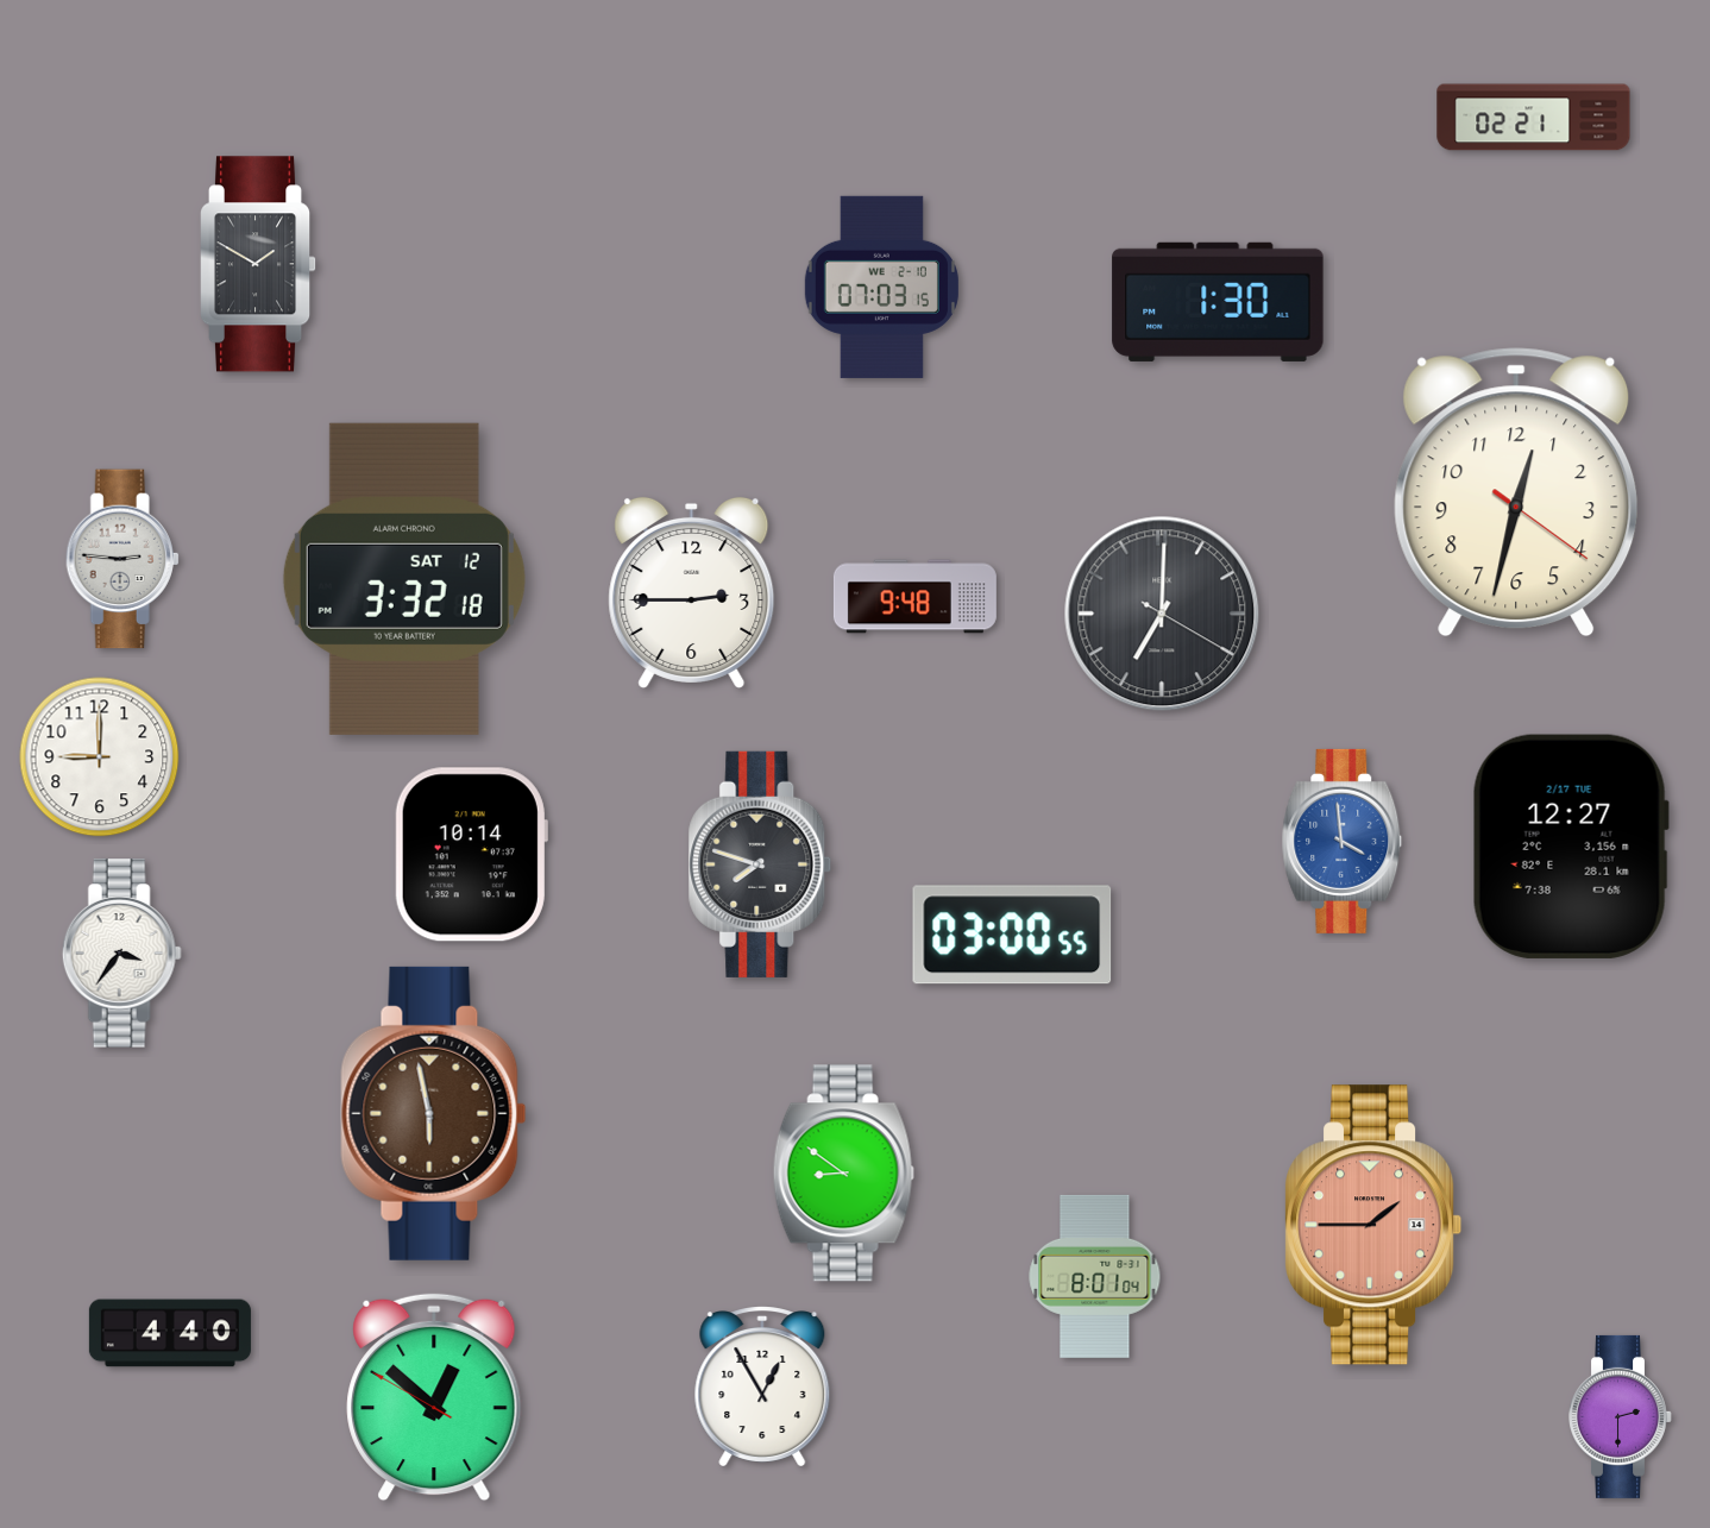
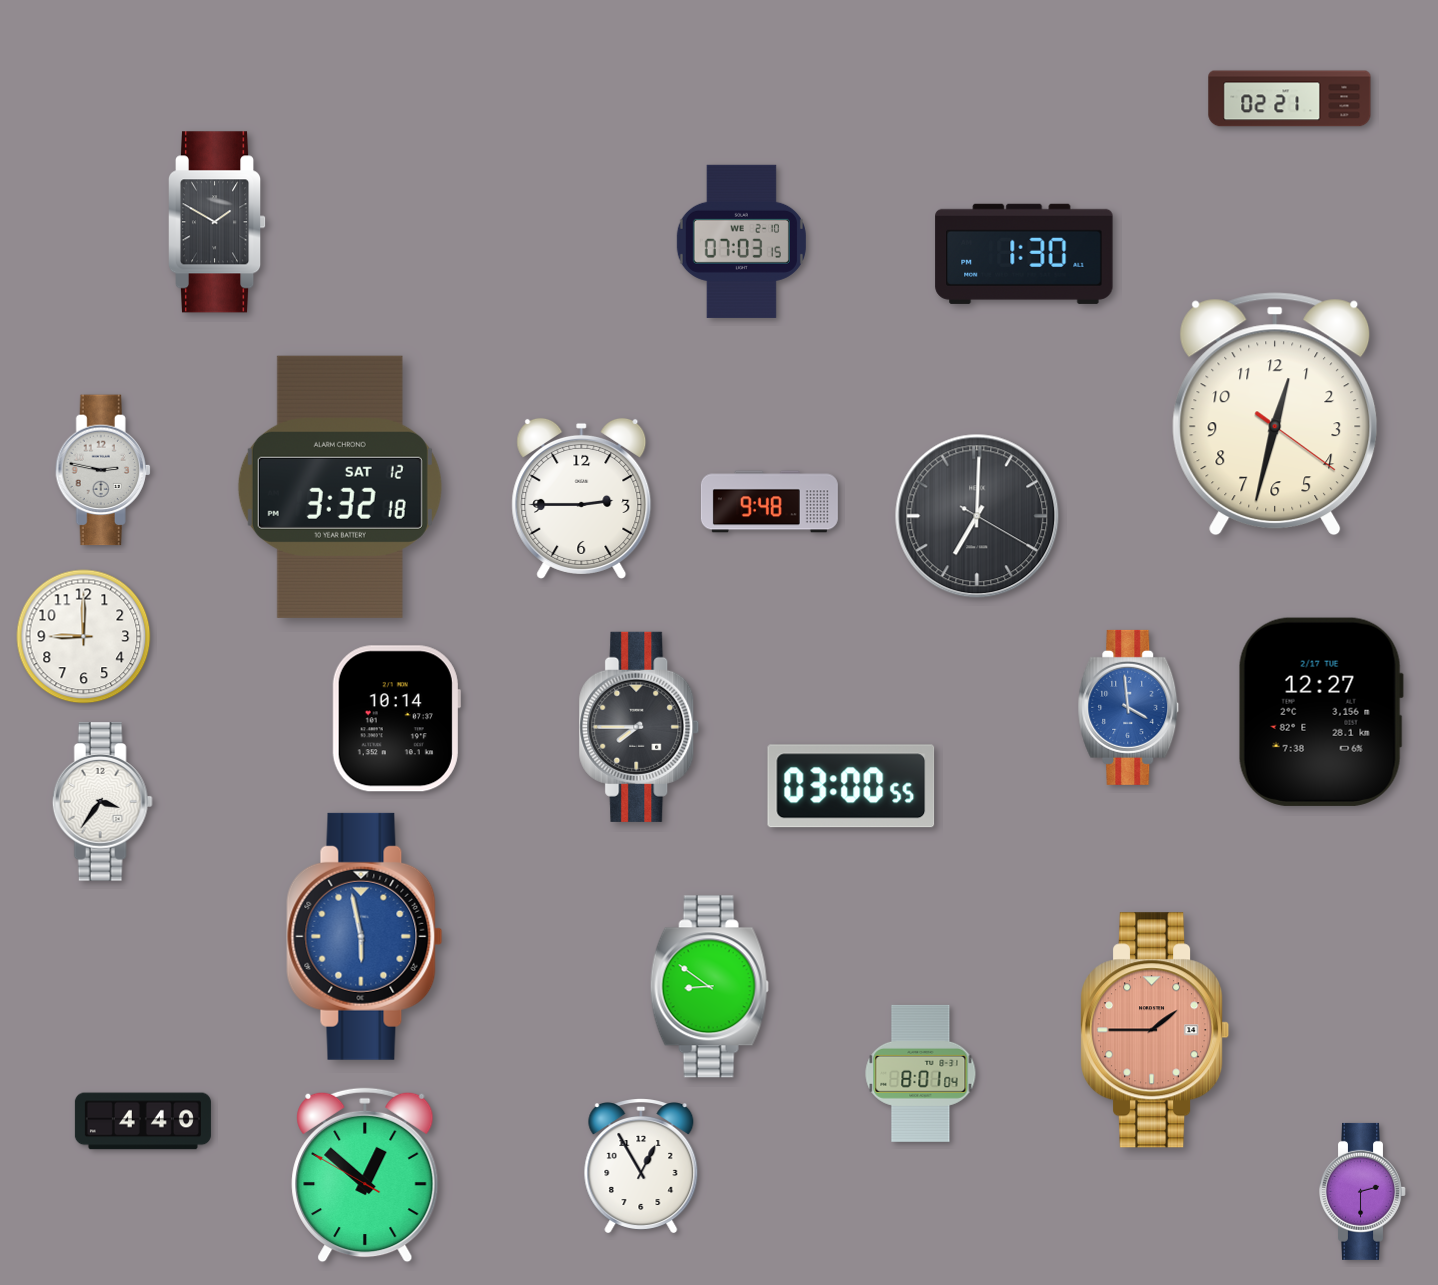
clock at (122, 559): 2:46 -> 2:47
clock at (760, 864): 7:48 -> 7:45
clock at (434, 1113) dial: brown -> blue
